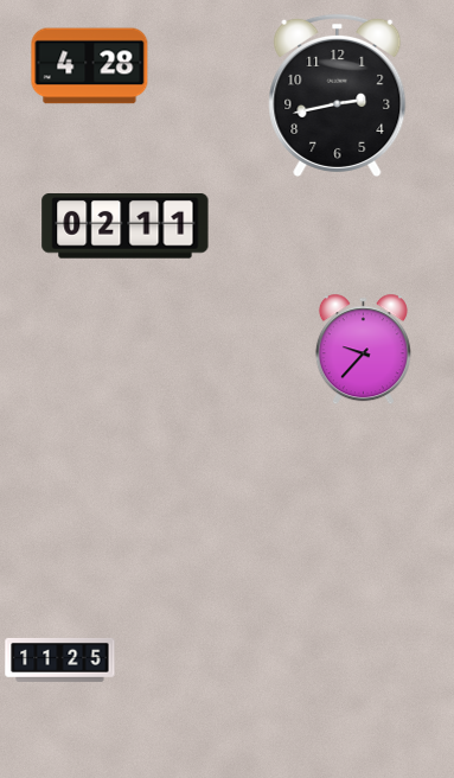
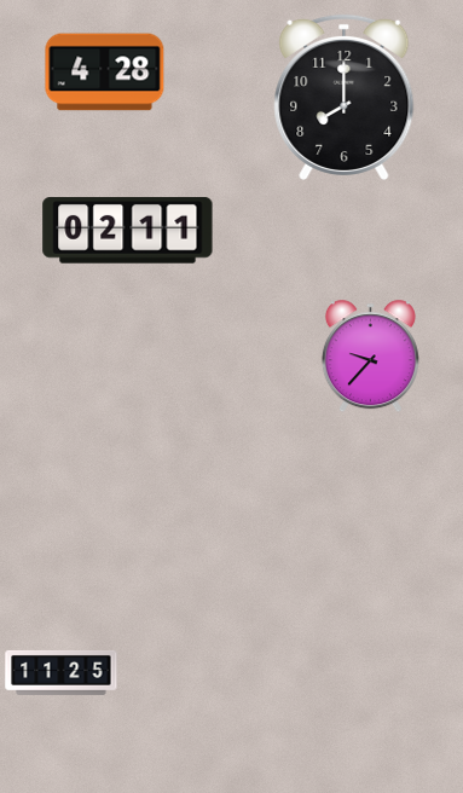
clock at (90, 66) position: (90, 66) -> (105, 73)
clock at (338, 95): 2:43 -> 8:00
